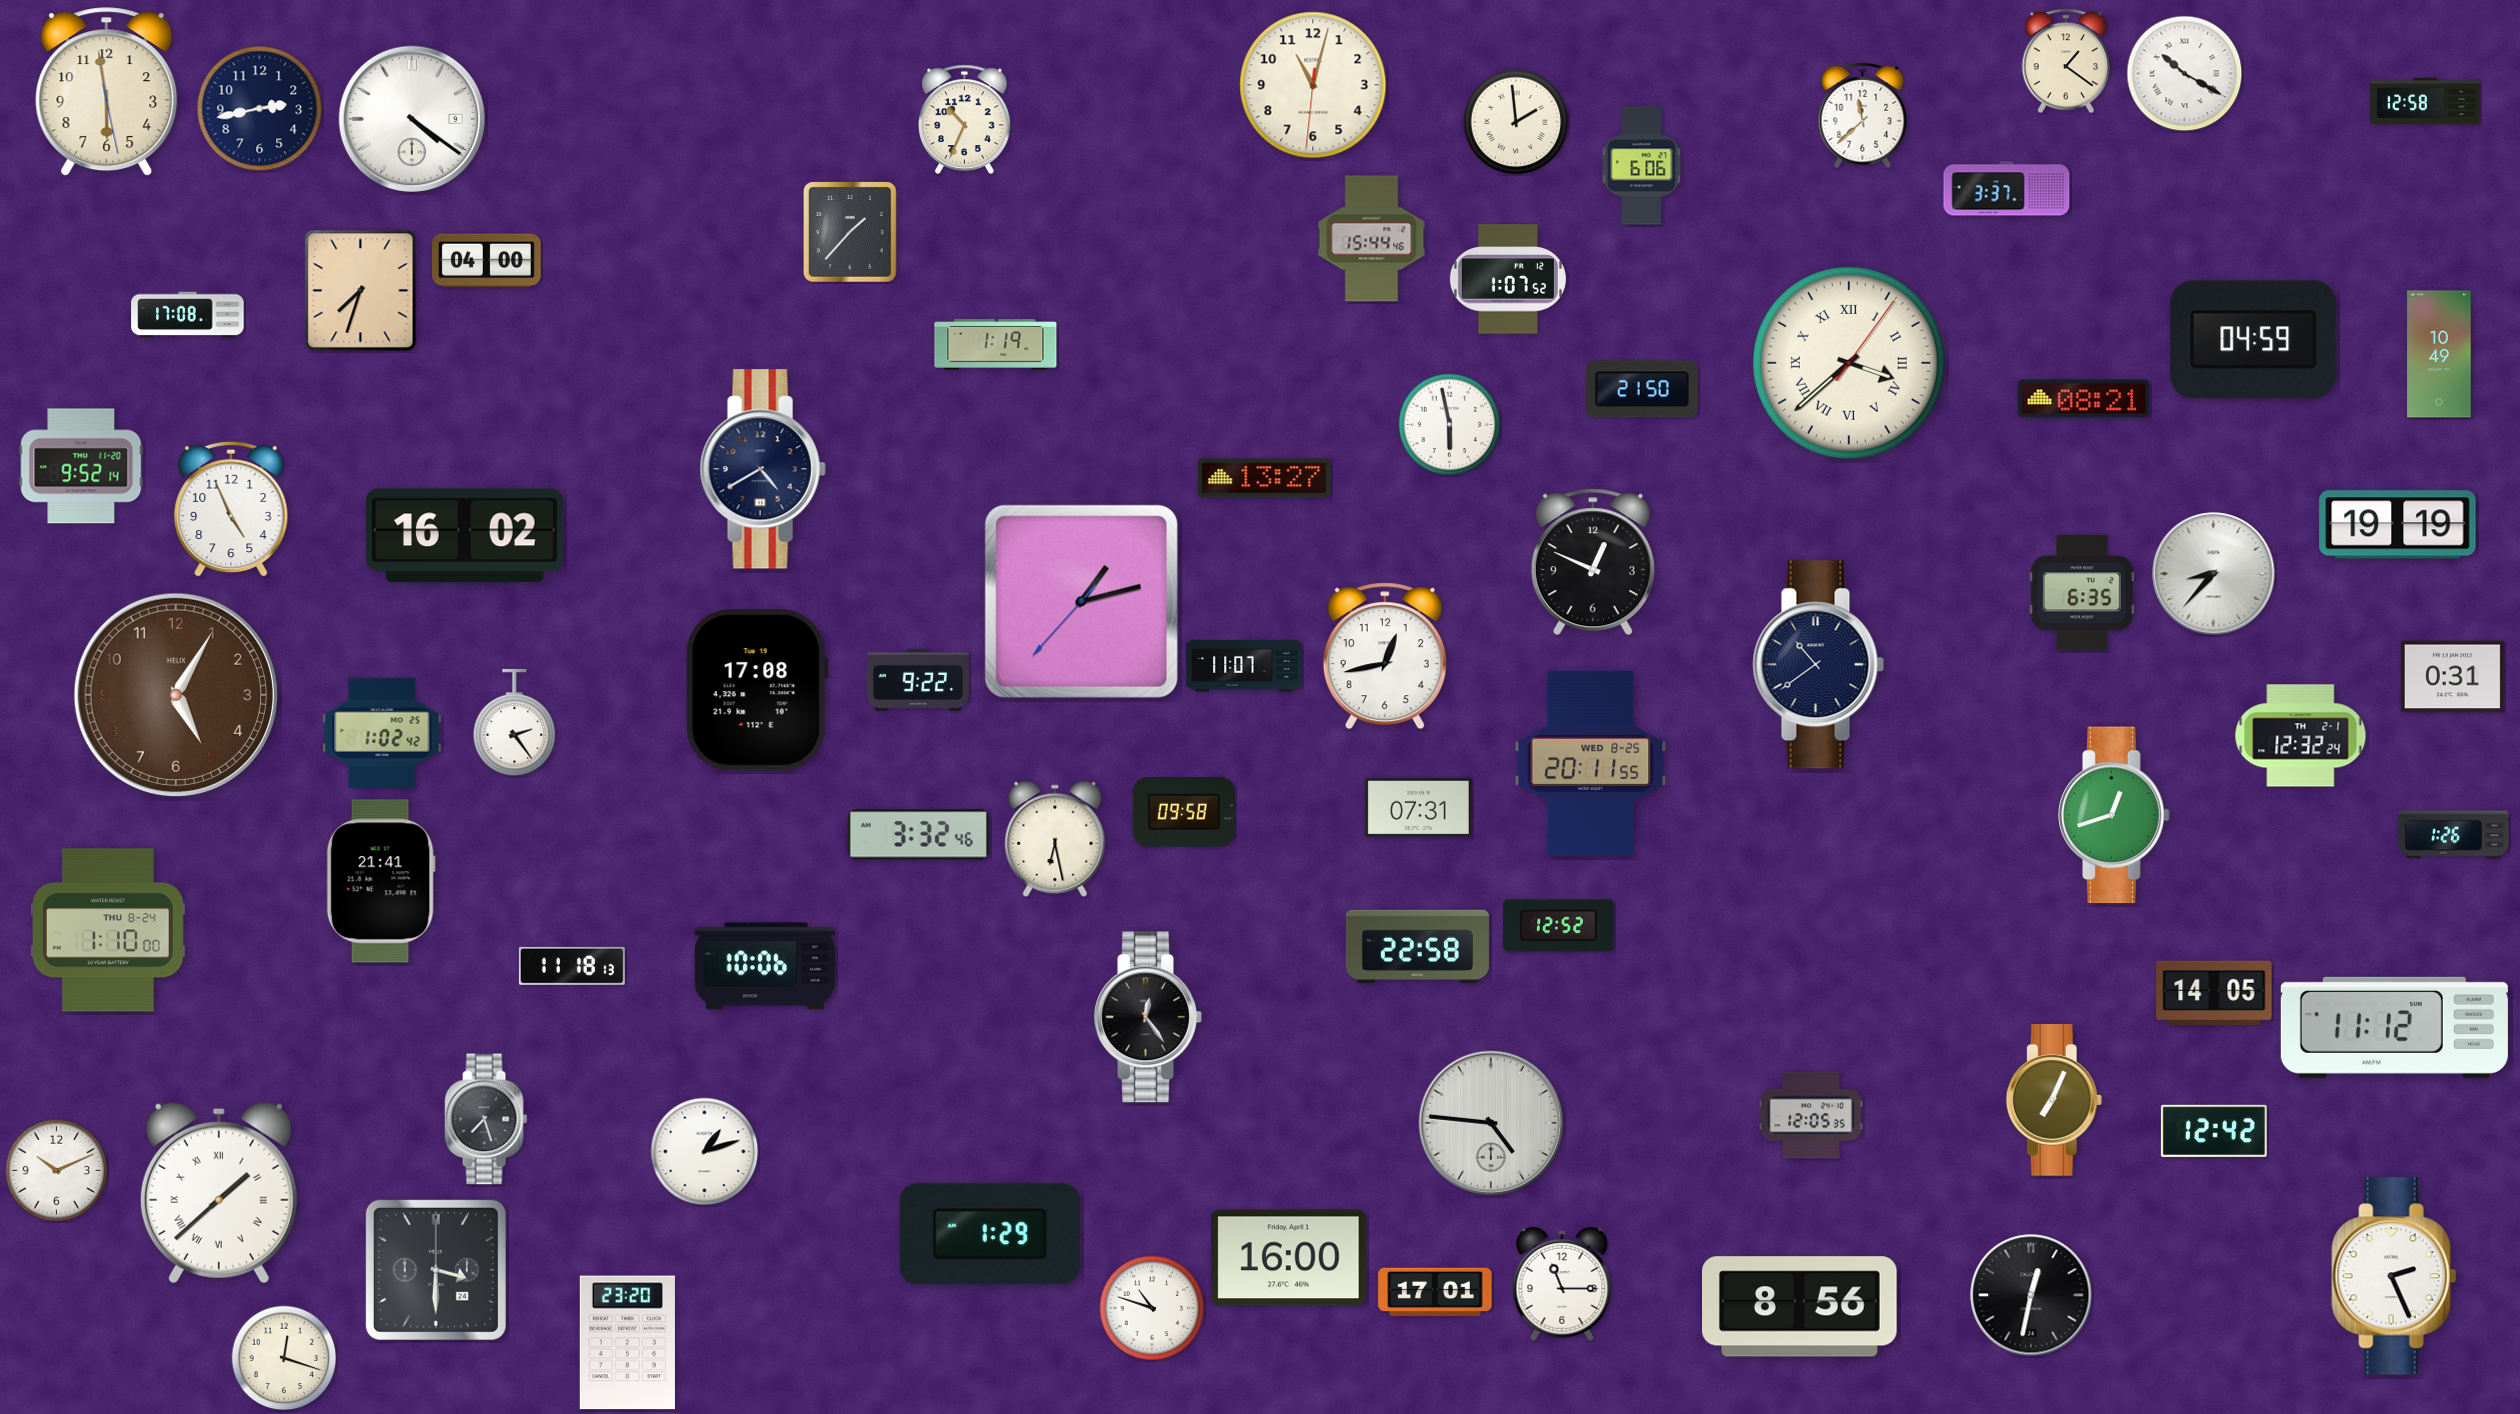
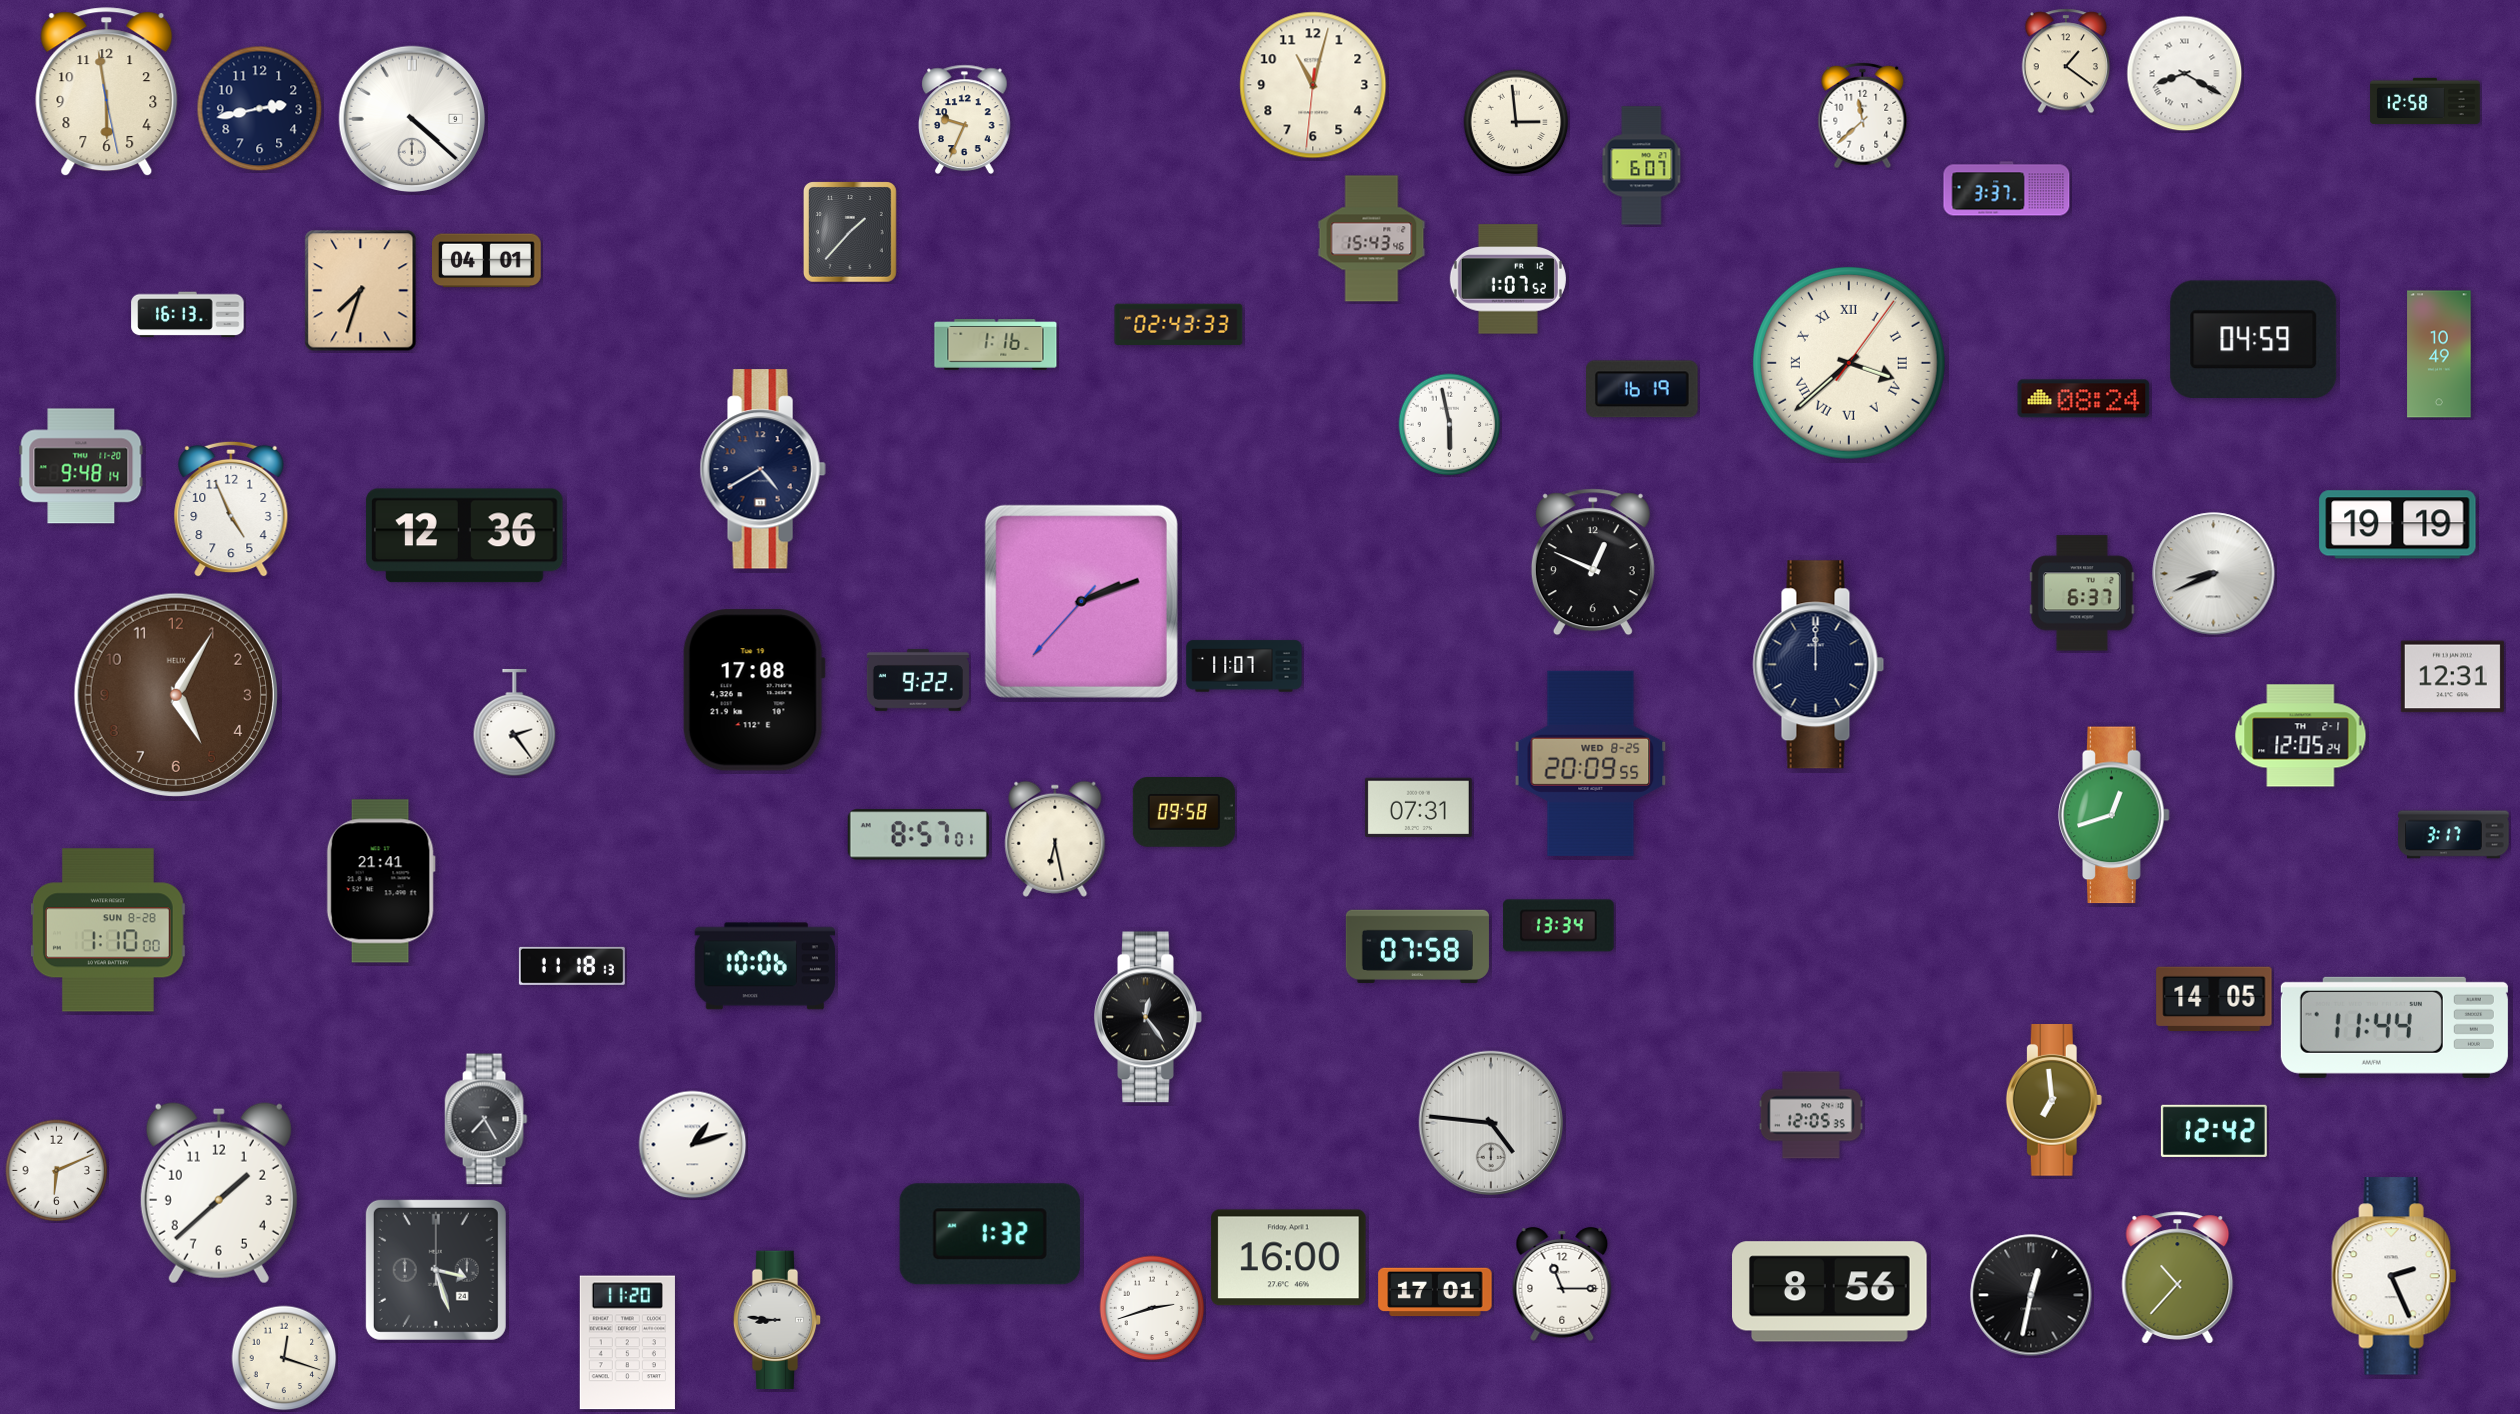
clock at (2185, 74): 10:20 -> 8:20
clock at (411, 118): 4:21 -> 4:22
clock at (965, 119): 10:34 -> 9:34
clock at (1516, 122): 1:59 -> 2:59
clock at (1642, 166): 6:06 -> 6:07
clock at (1372, 239): 15:44 -> 15:43
clock at (487, 261): 04:00 -> 04:01
clock at (188, 315): 17:08 -> 16:13
clock at (1179, 324): none -> 02:43
clock at (996, 345): 1:19 -> 1:16
clock at (1643, 389): 21:50 -> 16:19
clock at (2084, 399): 08:21 -> 08:24
clock at (81, 466): 9:52 -> 9:48
clock at (1264, 478): 13:27 -> none
clock at (465, 536): 16:02 -> 12:36
clock at (2214, 574): 8:37 -> 8:41
clock at (2082, 593): 6:35 -> 6:37
clock at (1081, 601): 1:12 -> 2:11
clock at (1385, 656): 12:43 -> none
clock at (1819, 665): 10:39 -> 12:00
clock at (2452, 677): 0:31 -> 12:31
clock at (757, 690) position: (757, 690) -> (754, 690)
clock at (382, 733): 1:02 -> none
clock at (2301, 736): 12:32 -> 12:05
clock at (1591, 763): 20:11 -> 20:09
clock at (918, 835): 3:32 -> 8:57
clock at (2454, 835): 1:26 -> 3:17
clock at (1559, 926): 12:52 -> 13:34
clock at (108, 930) date: THU 8-24 -> SUN 8-28
clock at (1417, 946): 22:58 -> 07:58
clock at (2214, 993) position: (2214, 993) -> (2214, 999)
clock at (2394, 1027): 11:12 -> 11:44
clock at (2054, 1101): 7:04 -> 6:59
clock at (486, 1119): 7:27 -> 7:25
clock at (705, 1152) position: (705, 1152) -> (693, 1145)
clock at (57, 1171): 10:11 -> 6:11
clock at (219, 1193) numerals: Roman -> Arabic
clock at (990, 1234): 1:29 -> 1:32
clock at (436, 1270): 3:30 -> 3:27
clock at (2178, 1278): none -> 10:37
clock at (1800, 1307) position: (1800, 1307) -> (1830, 1292)
clock at (1152, 1308): 10:48 -> 2:42
clock at (777, 1320): none -> 8:46
clock at (627, 1343): 23:20 -> 11:20
